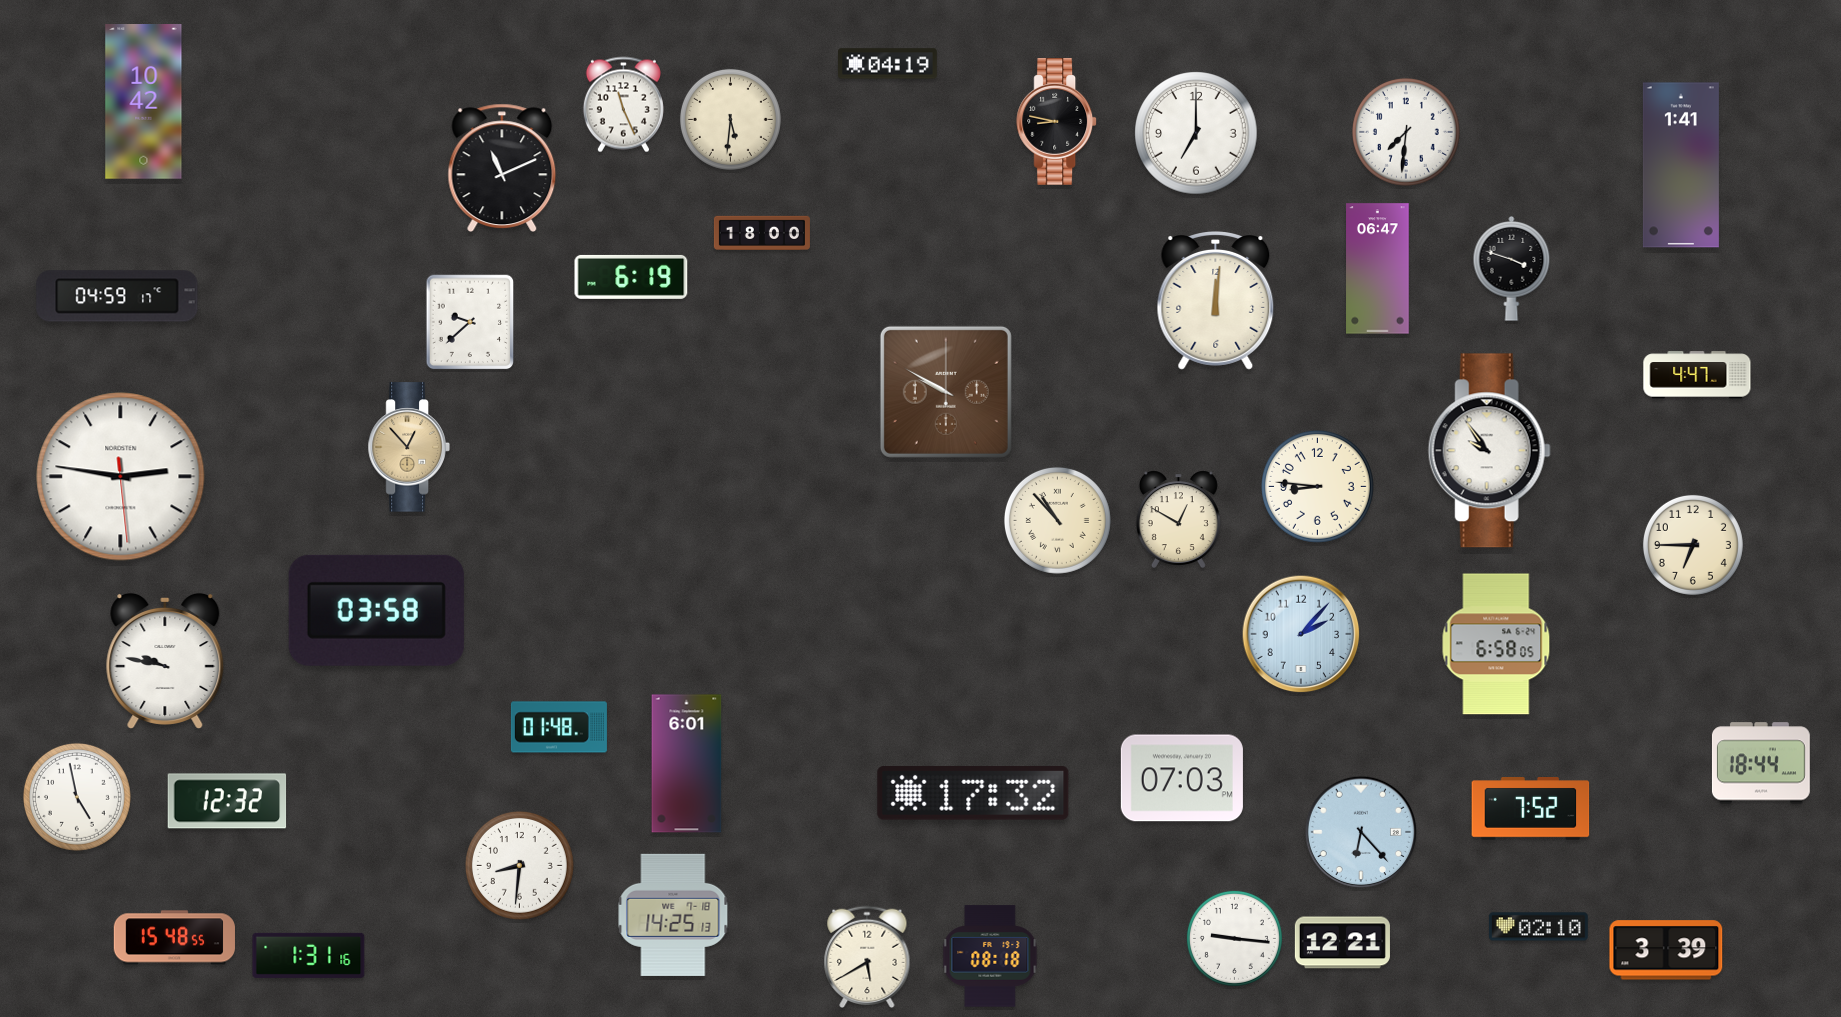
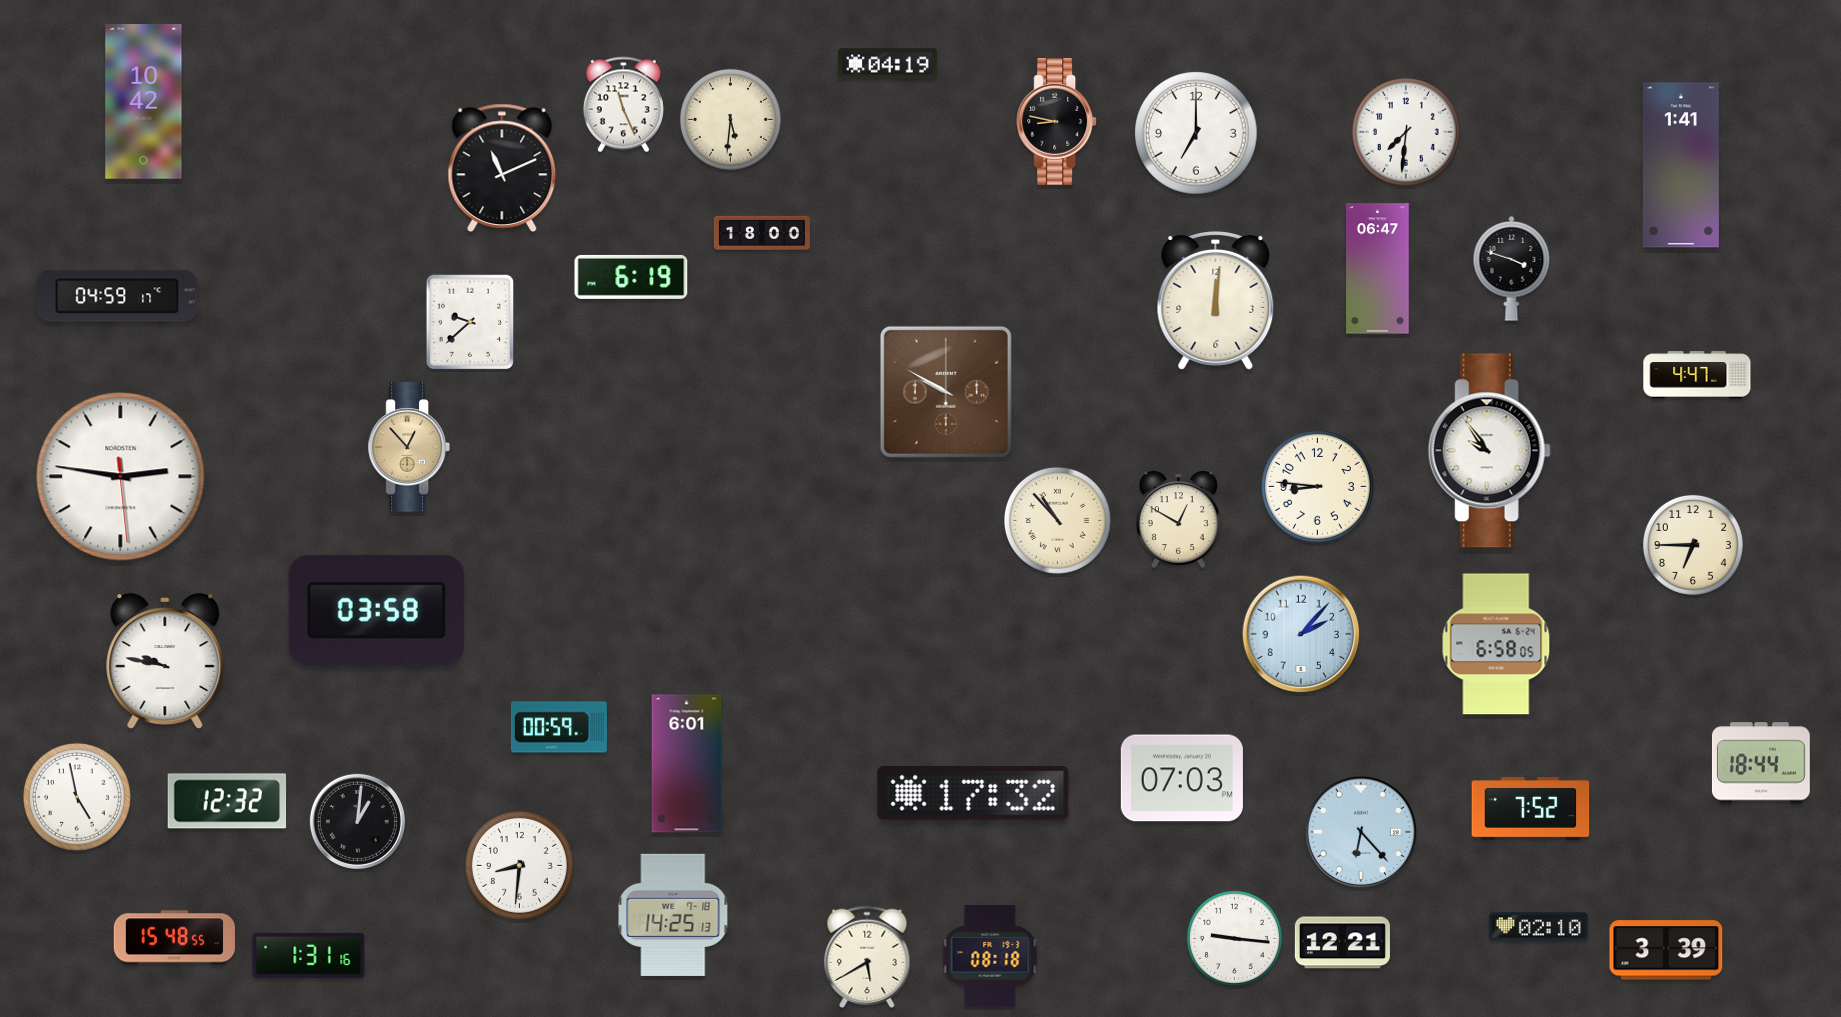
clock at (559, 727): 01:48 -> 00:59
clock at (357, 821): none -> 1:01
